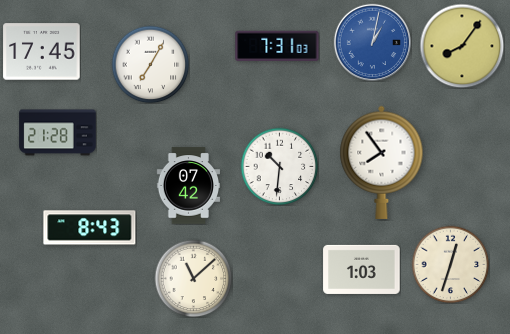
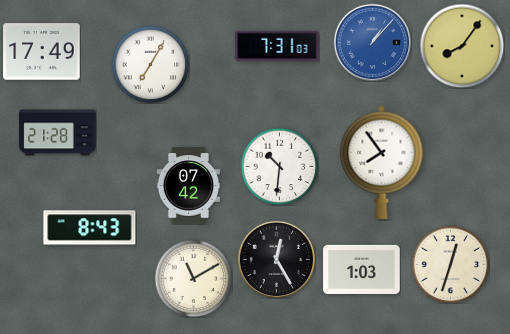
clock at (372, 42): 1:02 -> 1:07
clock at (42, 52): 17:45 -> 17:49
clock at (276, 259): none -> 12:25
clock at (193, 278): 11:08 -> 11:10
